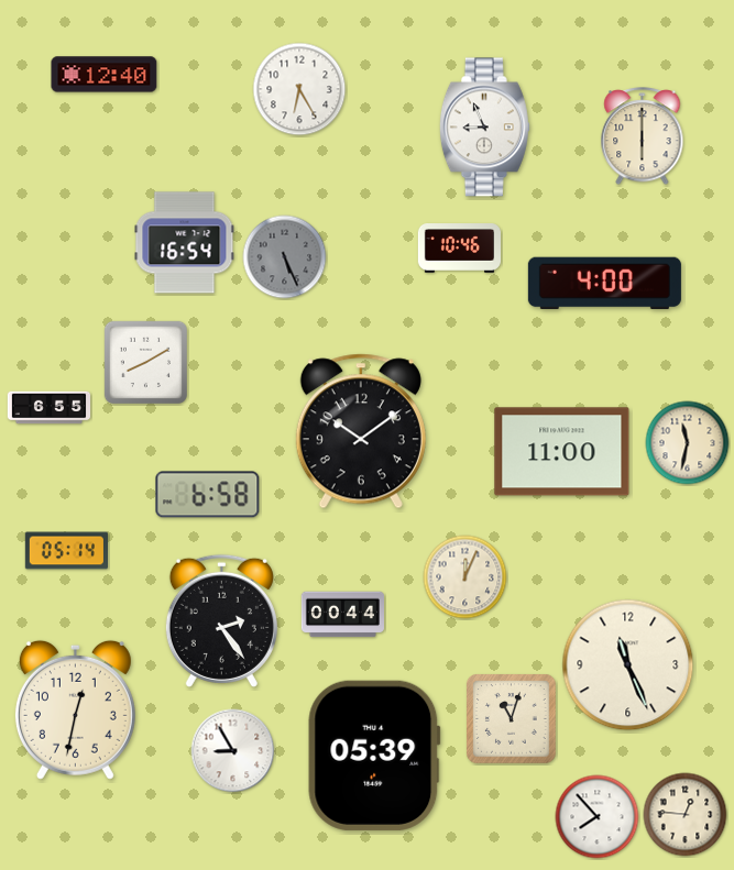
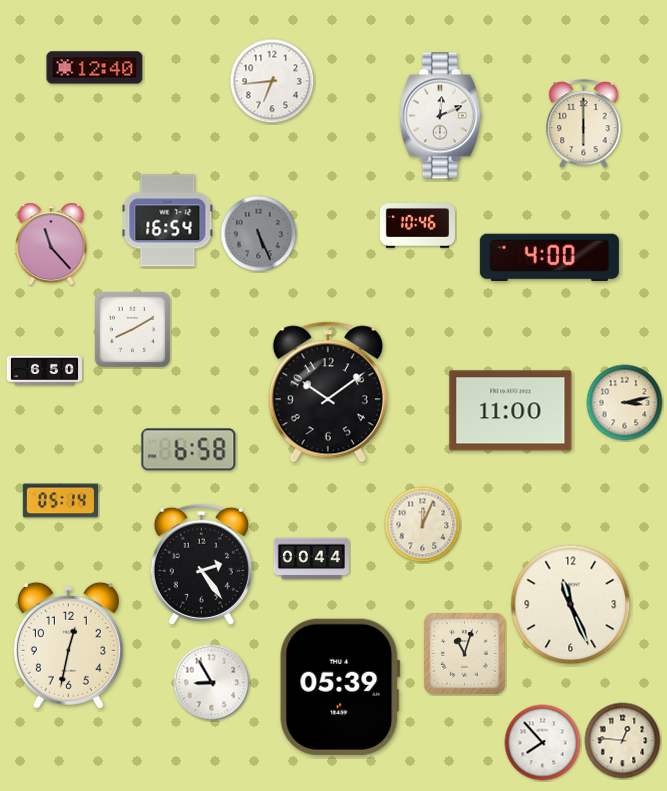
clock at (299, 89): 6:25 -> 6:44
clock at (484, 128): 8:56 -> 12:11
clock at (51, 244): none -> 11:23
clock at (48, 408): 6:55 -> 6:50
clock at (688, 443): 11:32 -> 3:13
